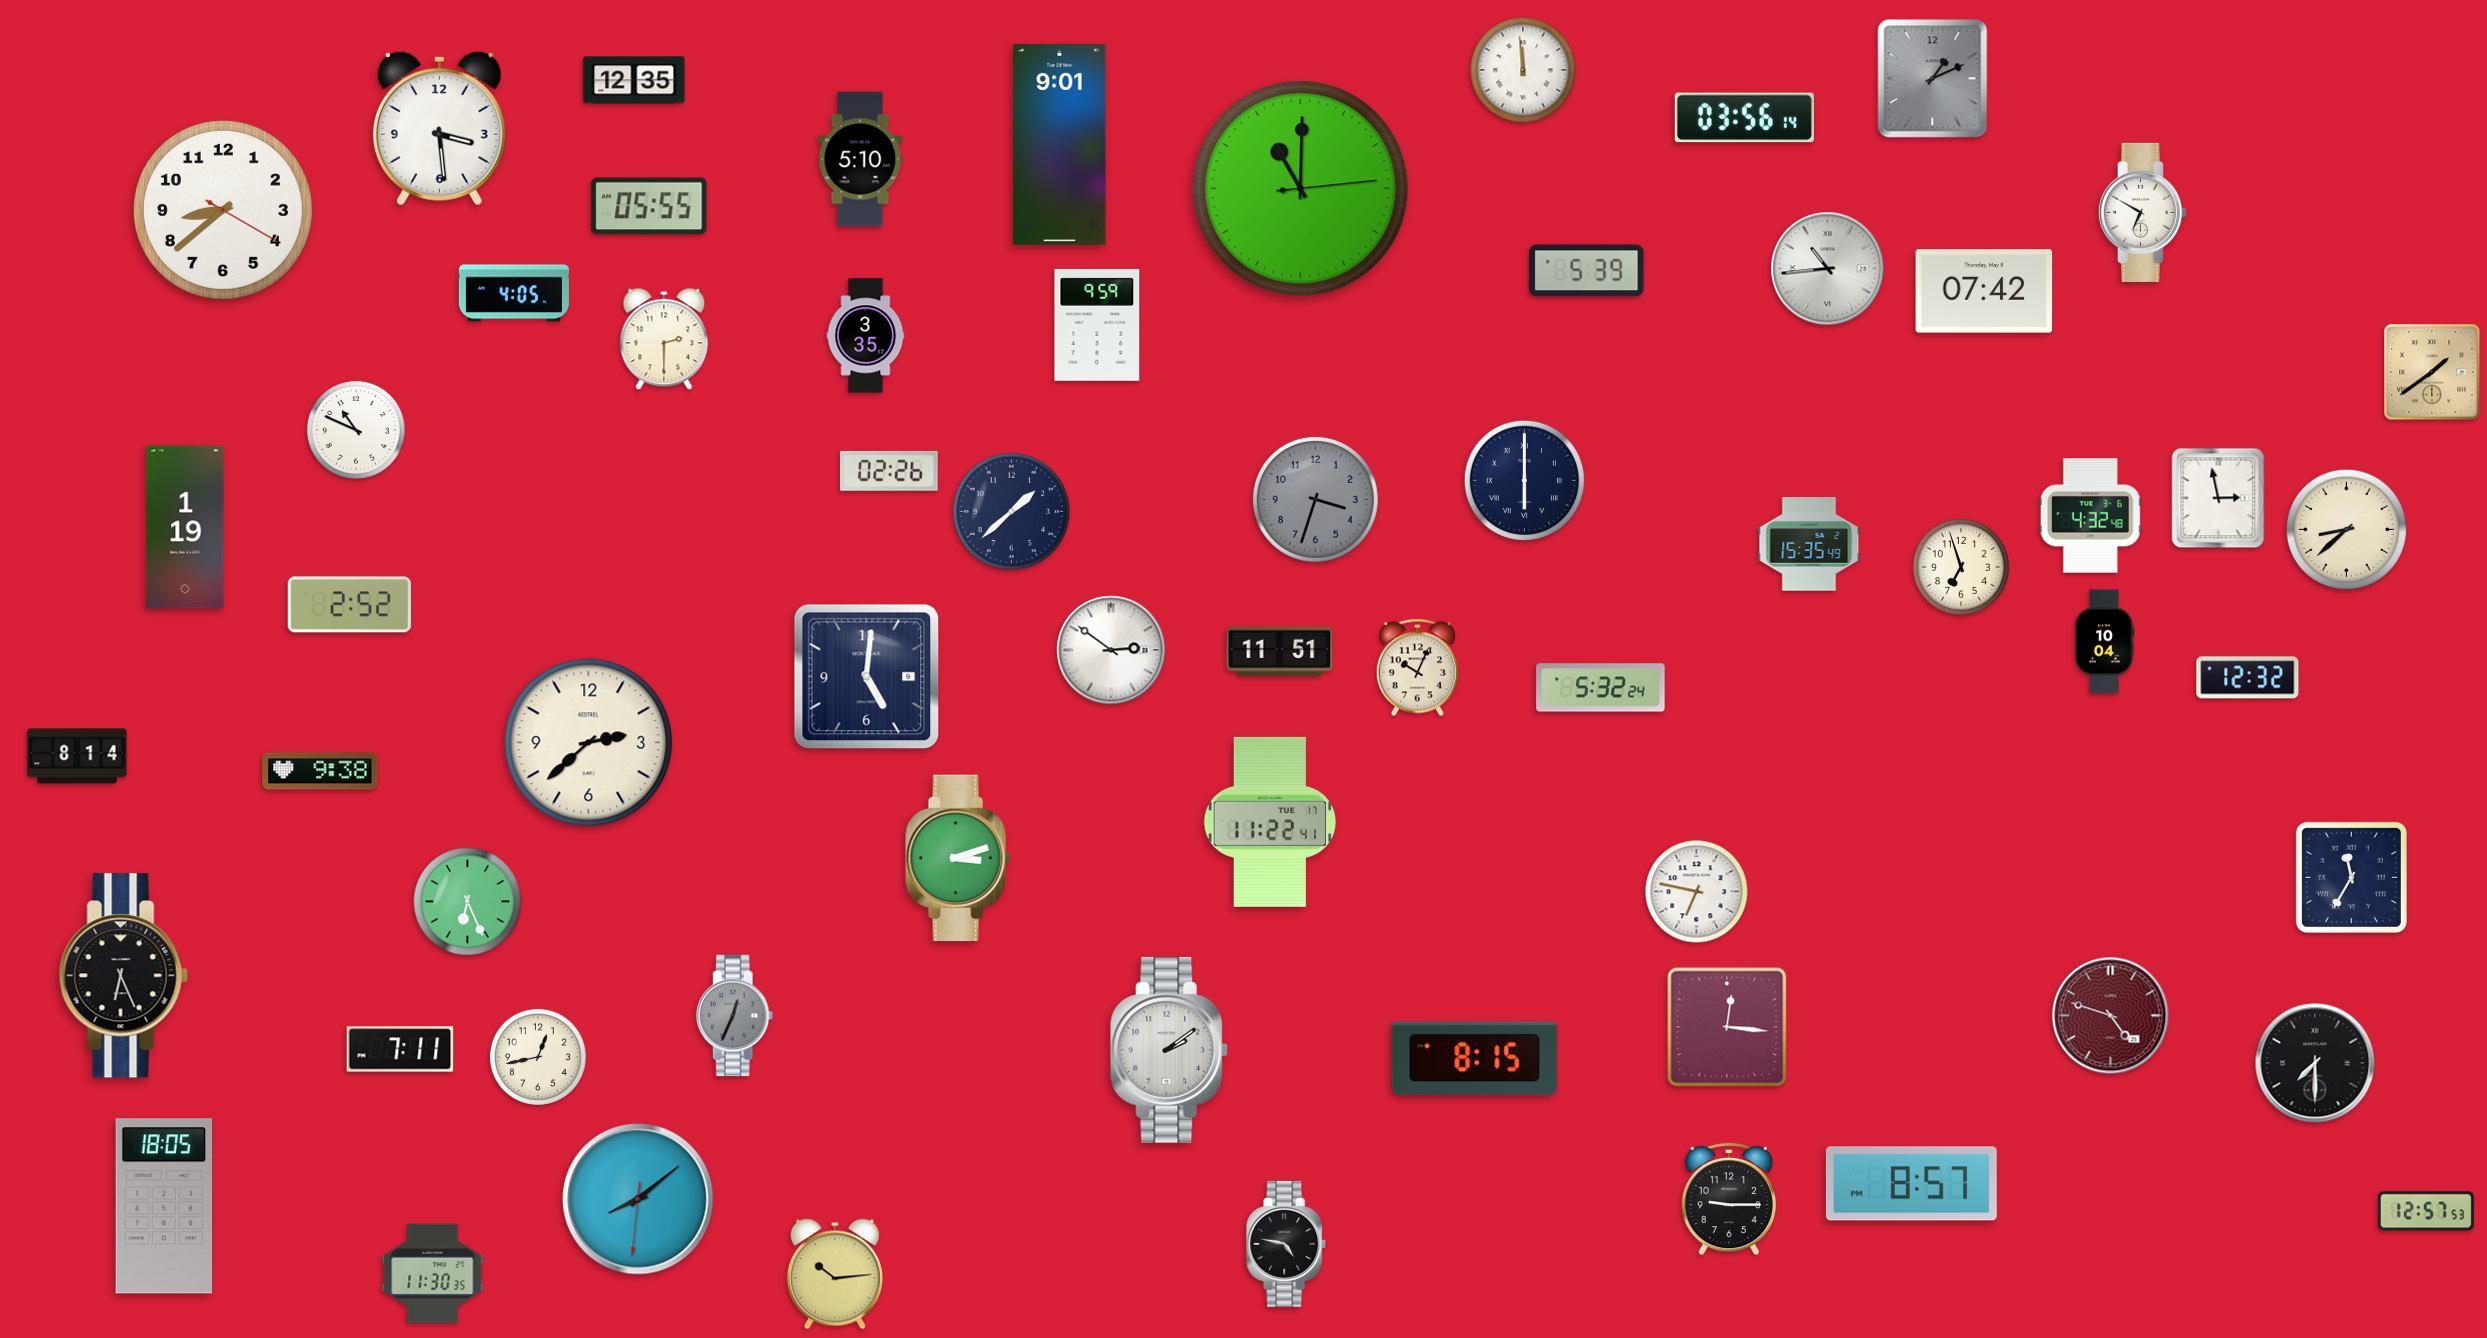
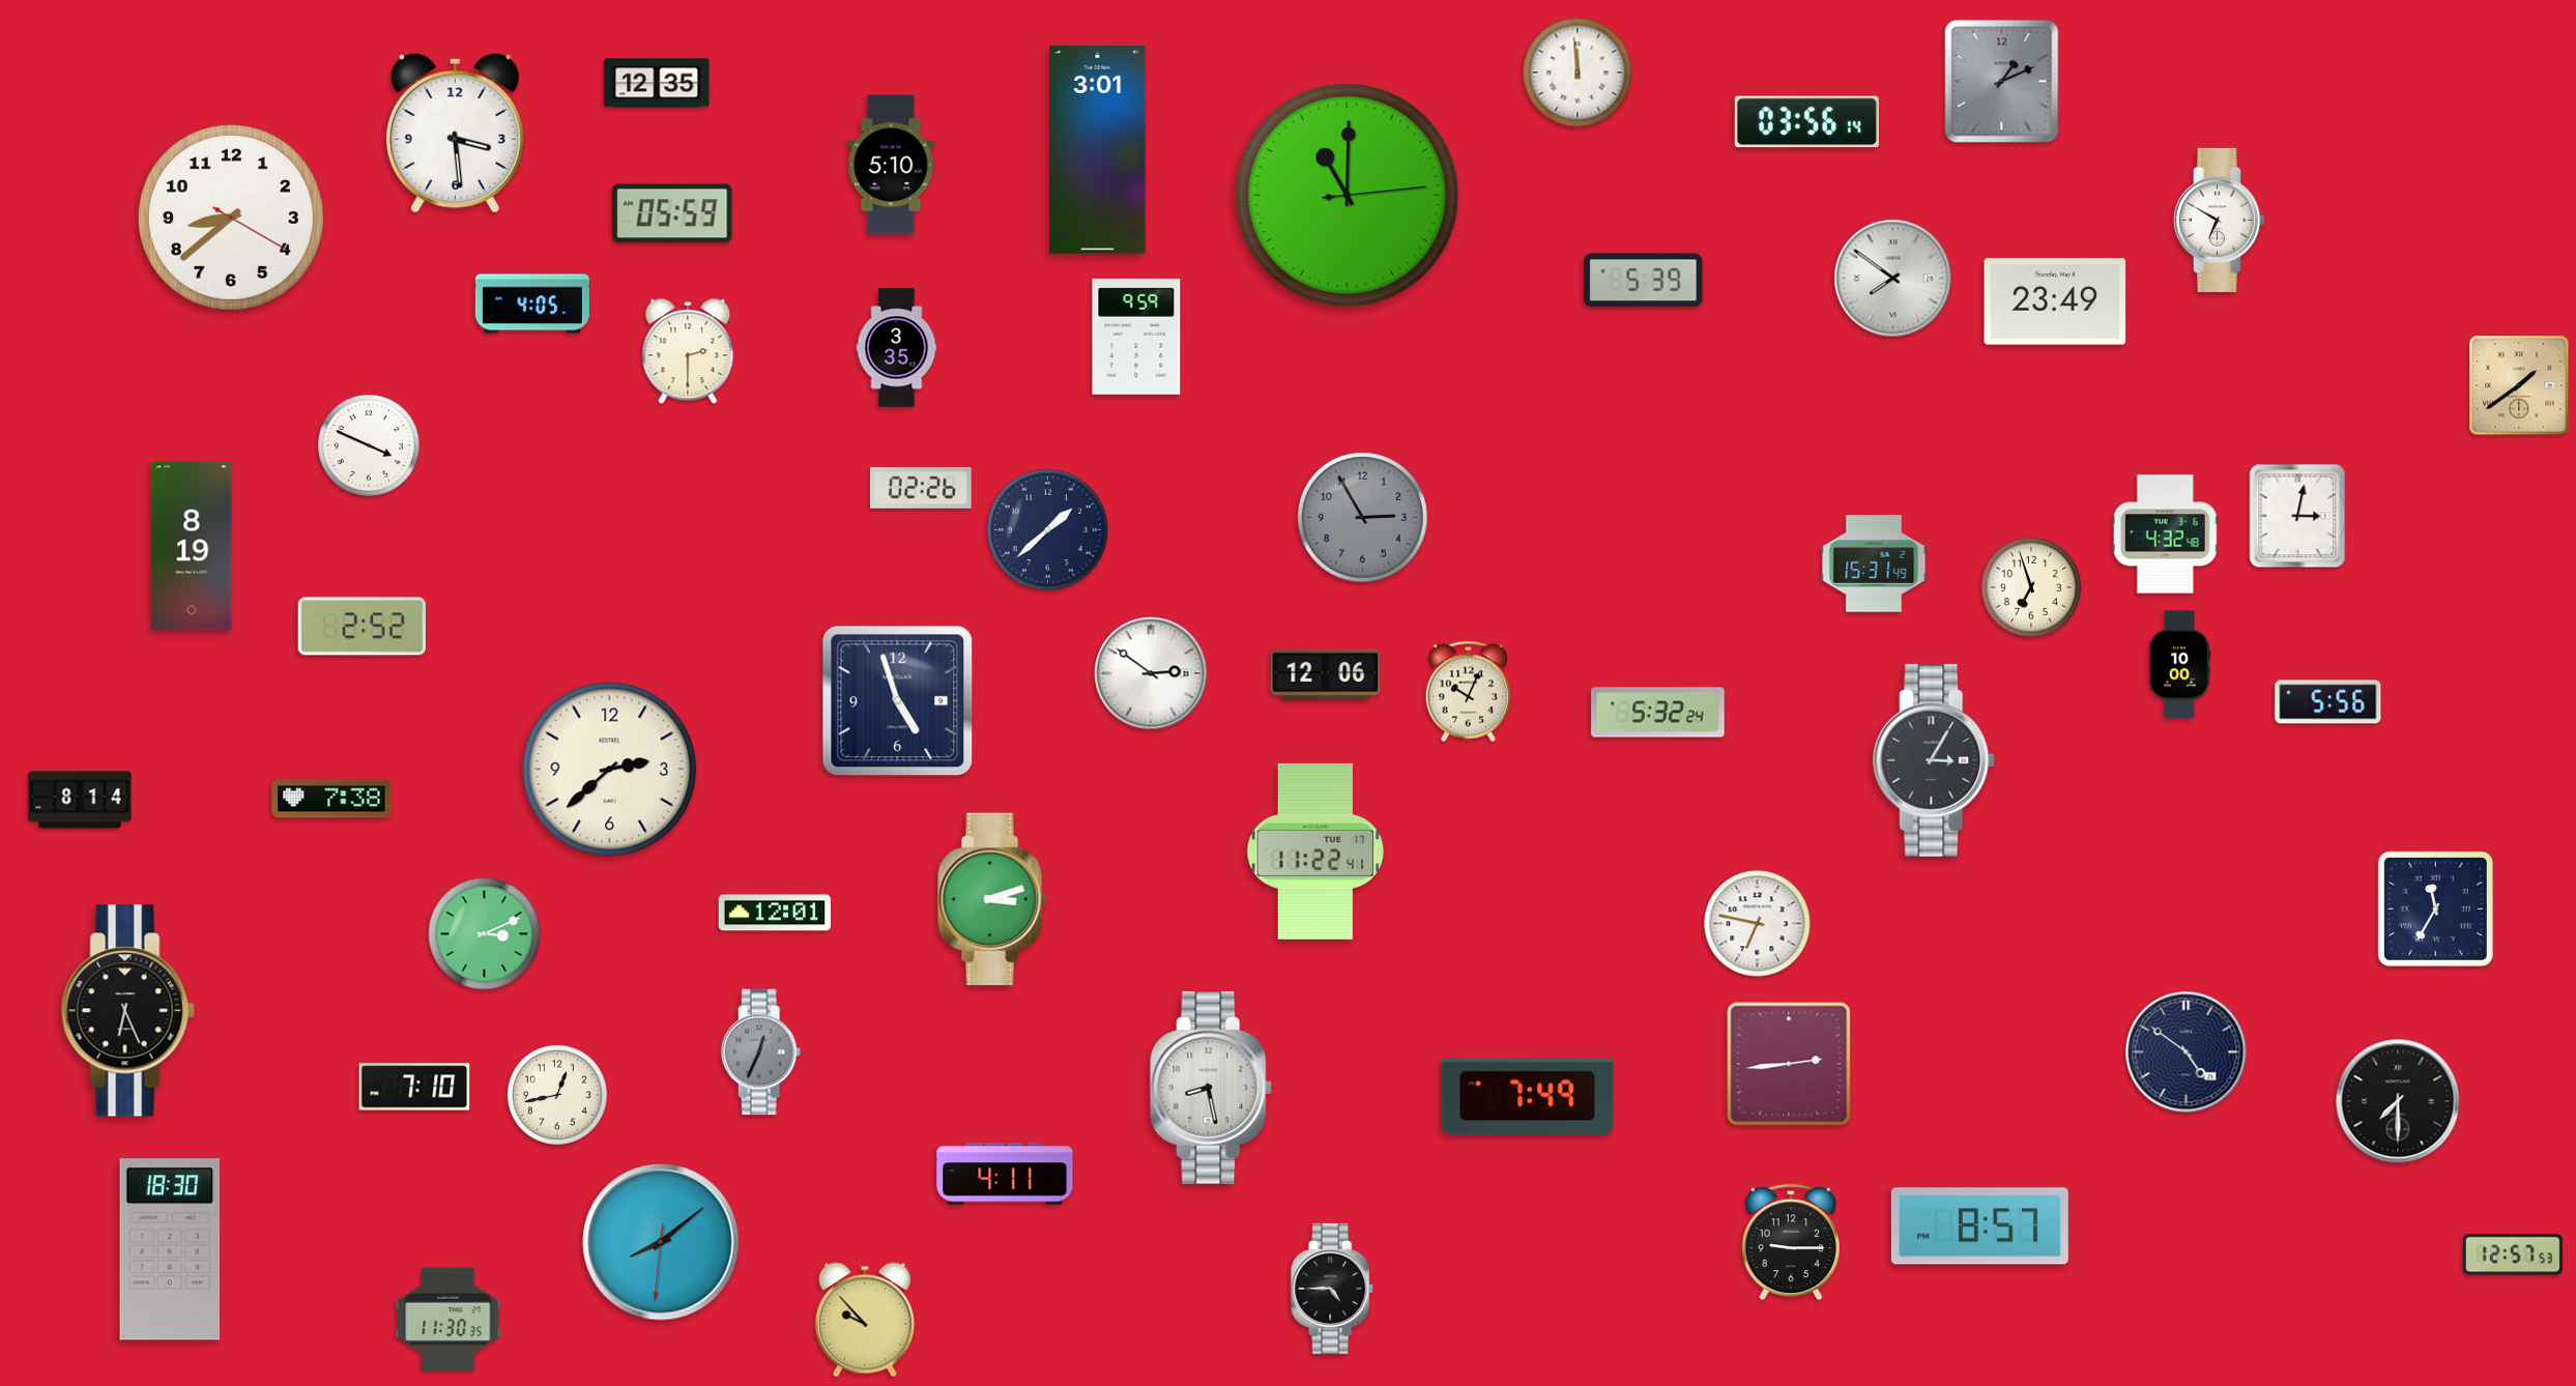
clock at (1060, 144): 9:01 -> 3:01
clock at (649, 206): 05:55 -> 05:59
clock at (1828, 269): 10:44 -> 7:51
clock at (1984, 291): 07:42 -> 23:49
clock at (356, 430): 10:49 -> 3:49
clock at (1524, 480): 6:00 -> none
clock at (2218, 498): 2:58 -> 3:02
clock at (1315, 499): 3:33 -> 2:55
clock at (185, 527): 1:19 -> 8:19
clock at (2346, 529): 8:38 -> none
clock at (1809, 545): 15:35 -> 15:31
clock at (2104, 642): 10:04 -> 10:00
clock at (1280, 651): 11:51 -> 12:06
clock at (867, 677): 5:01 -> 4:57
clock at (2248, 678): 12:32 -> 5:56
clock at (1935, 760): none -> 3:05
clock at (77, 756) position: (77, 756) -> (80, 800)
clock at (320, 771): 9:38 -> 7:38
clock at (958, 858) position: (958, 858) -> (992, 899)
clock at (775, 913): none -> 12:01
clock at (468, 902): 6:26 -> 3:11
clock at (2111, 1016): 4:48 -> 4:51
clock at (2111, 1016) dial: burgundy -> navy
clock at (1727, 1027): 12:16 -> 2:44
clock at (400, 1049): 7:11 -> 7:10
clock at (1170, 1050): 2:09 -> 8:28
clock at (1475, 1059): 8:15 -> 7:49
clock at (1005, 1174): none -> 4:11
clock at (164, 1206): 18:05 -> 18:30
clock at (1287, 1244): 4:47 -> 4:45
clock at (835, 1274): 10:14 -> 9:53
